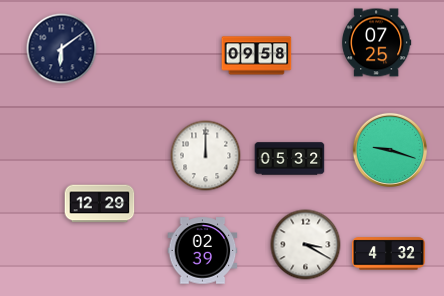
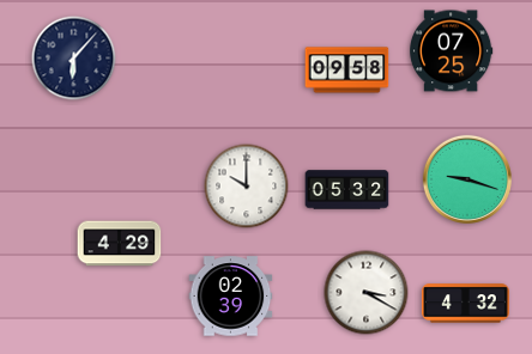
clock at (62, 49): 6:09 -> 6:07
clock at (257, 56) position: (257, 56) -> (347, 71)
clock at (206, 156): 12:00 -> 10:00
clock at (100, 204): 12:29 -> 4:29
clock at (203, 251) position: (203, 251) -> (231, 297)
